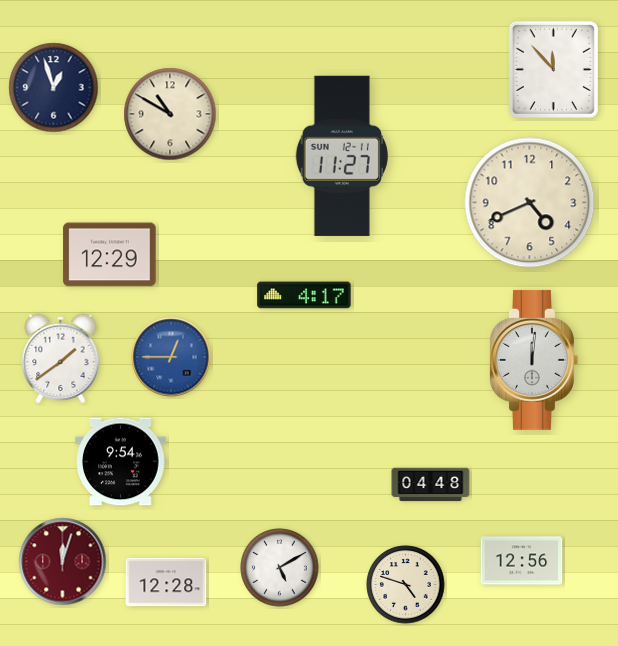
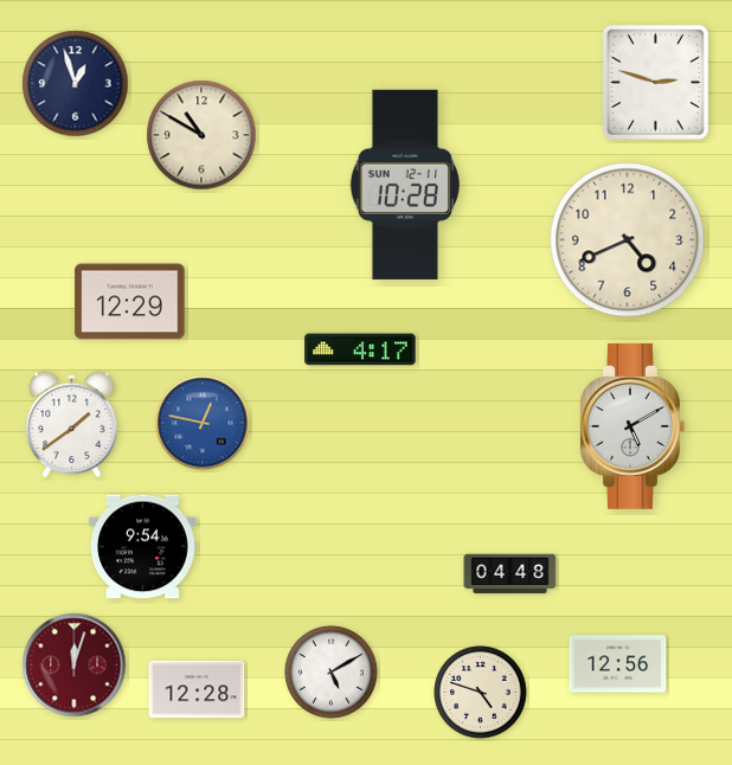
clock at (553, 69): 11:53 -> 2:48
clock at (54, 88) position: (54, 88) -> (76, 84)
clock at (342, 156): 11:27 -> 10:28
clock at (171, 357): 12:45 -> 12:47
clock at (534, 360): 12:01 -> 5:10
